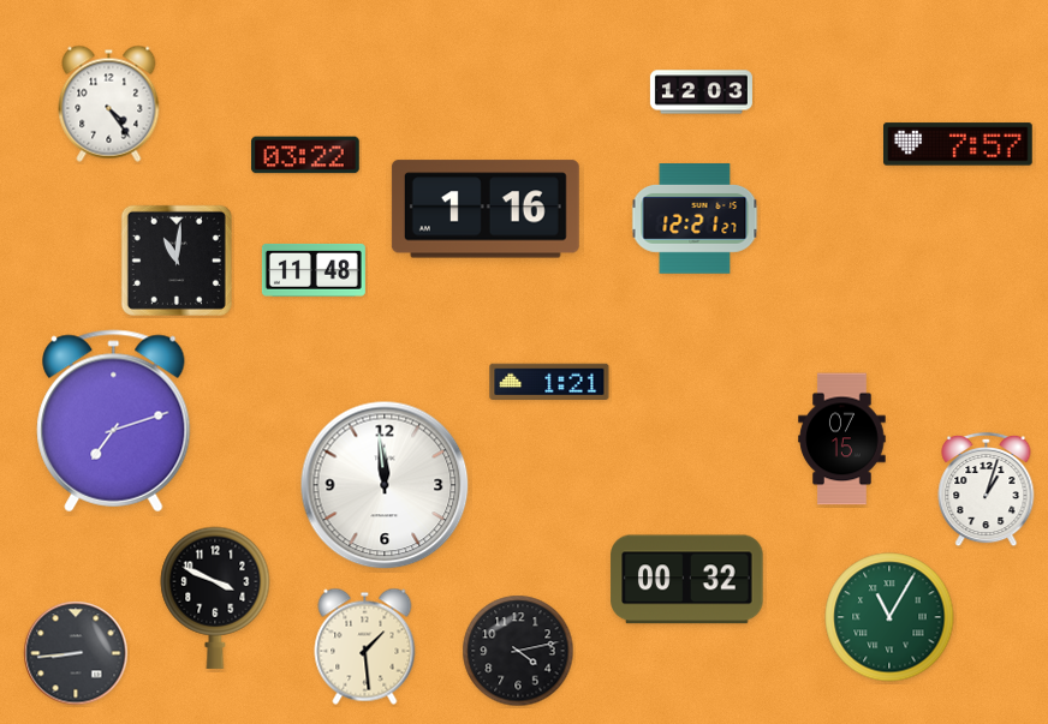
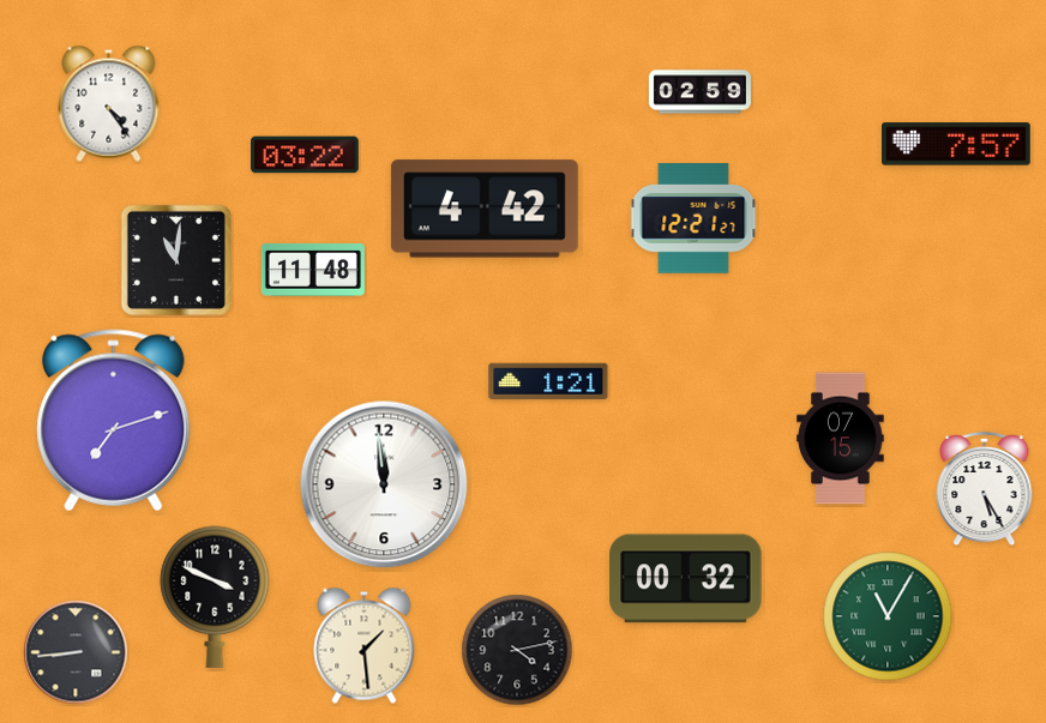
clock at (701, 92): 12:03 -> 02:59
clock at (486, 209): 1:16 -> 4:42
clock at (987, 490): 1:03 -> 5:25
